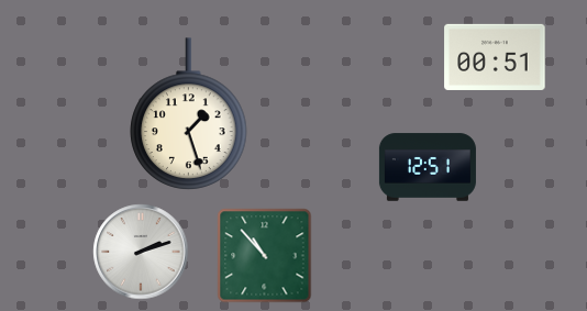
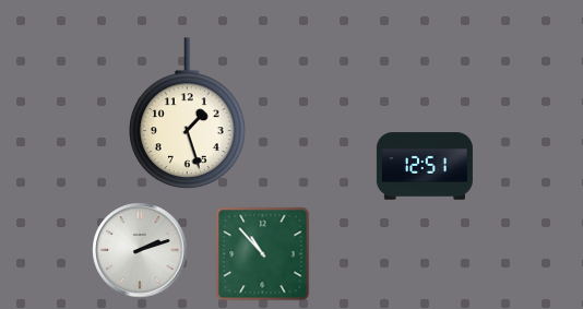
clock at (495, 57): 00:51 -> none
